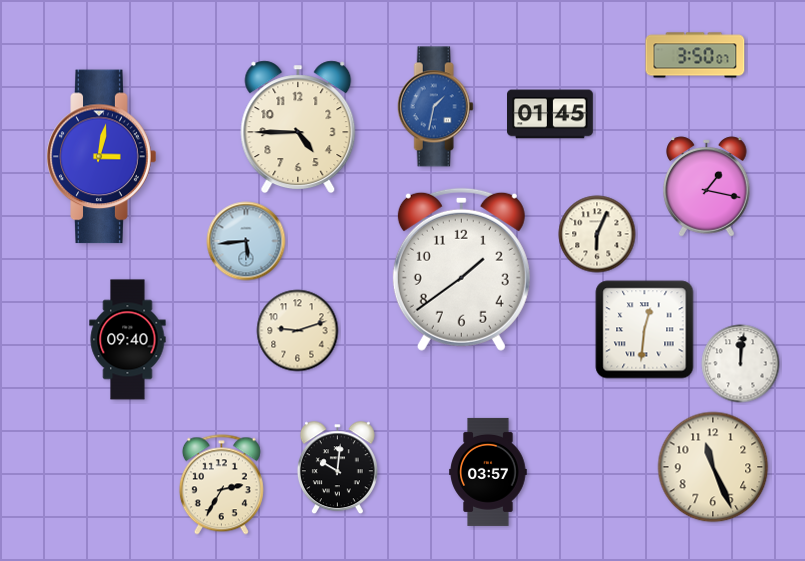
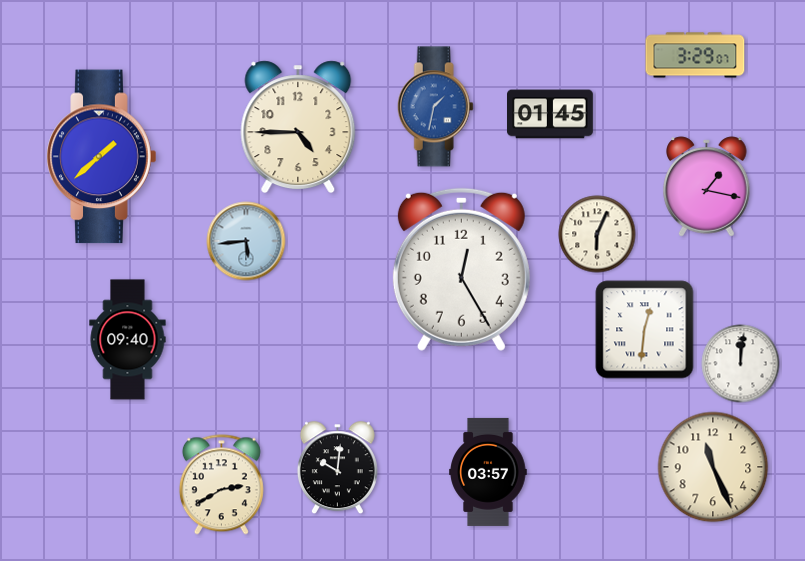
clock at (695, 55): 3:50 -> 3:29
clock at (102, 157): 3:02 -> 1:38
clock at (461, 269): 1:39 -> 12:25
clock at (298, 331): 9:12 -> none
clock at (221, 485): 2:35 -> 2:40
